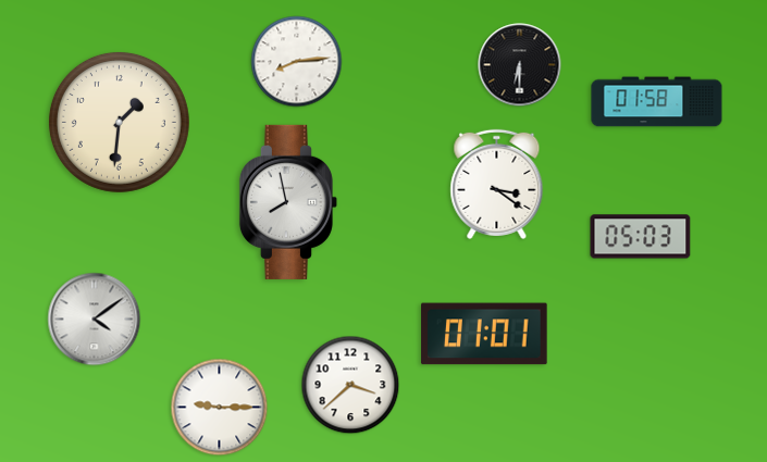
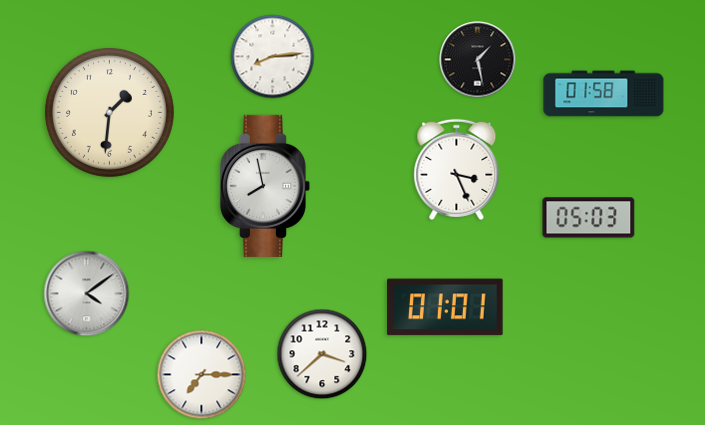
clock at (520, 65): 6:30 -> 1:28
clock at (497, 184): 3:21 -> 3:26
clock at (220, 408): 9:15 -> 7:15
